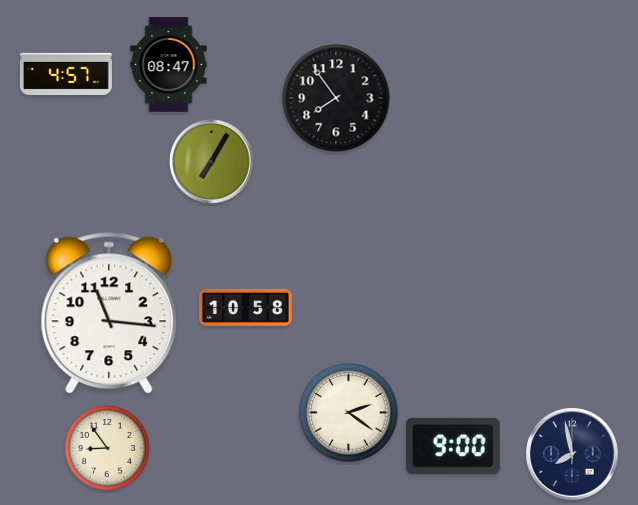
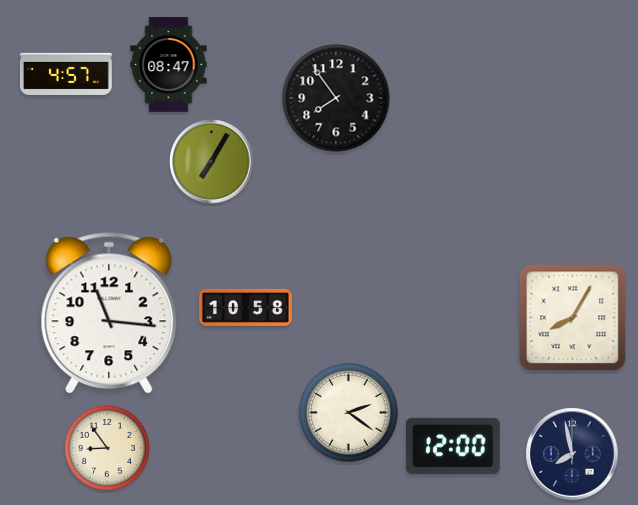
clock at (573, 318): none -> 8:05
clock at (453, 446): 9:00 -> 12:00
